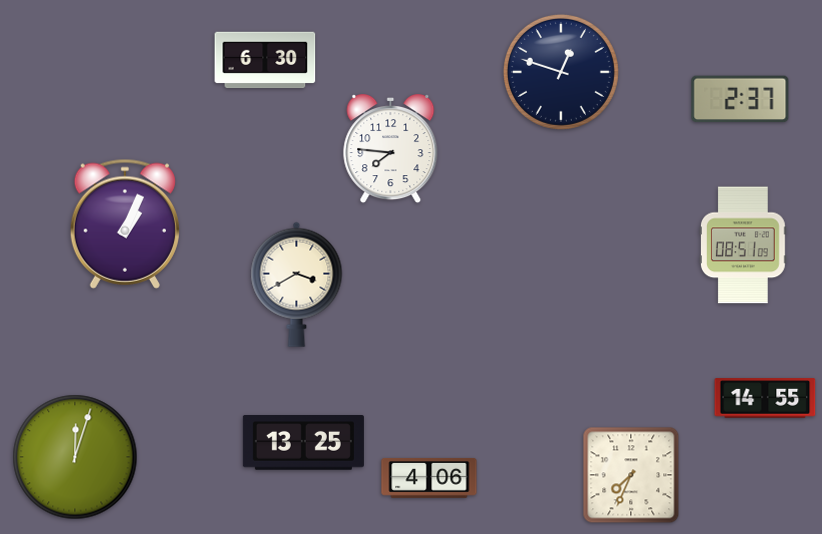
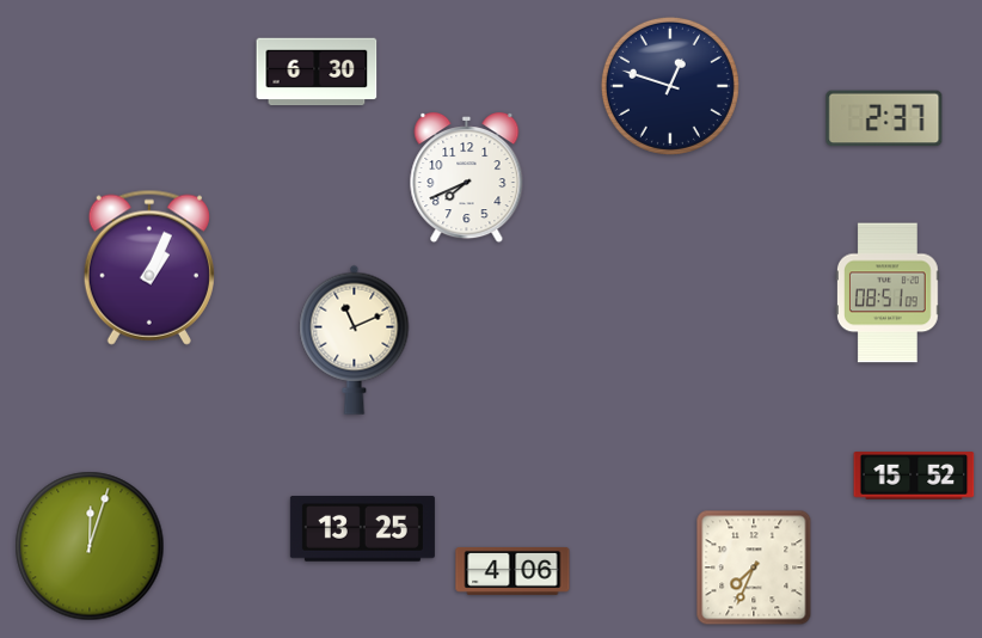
clock at (391, 150): 7:46 -> 7:41
clock at (297, 284): 3:40 -> 11:11
clock at (765, 398): 14:55 -> 15:52
